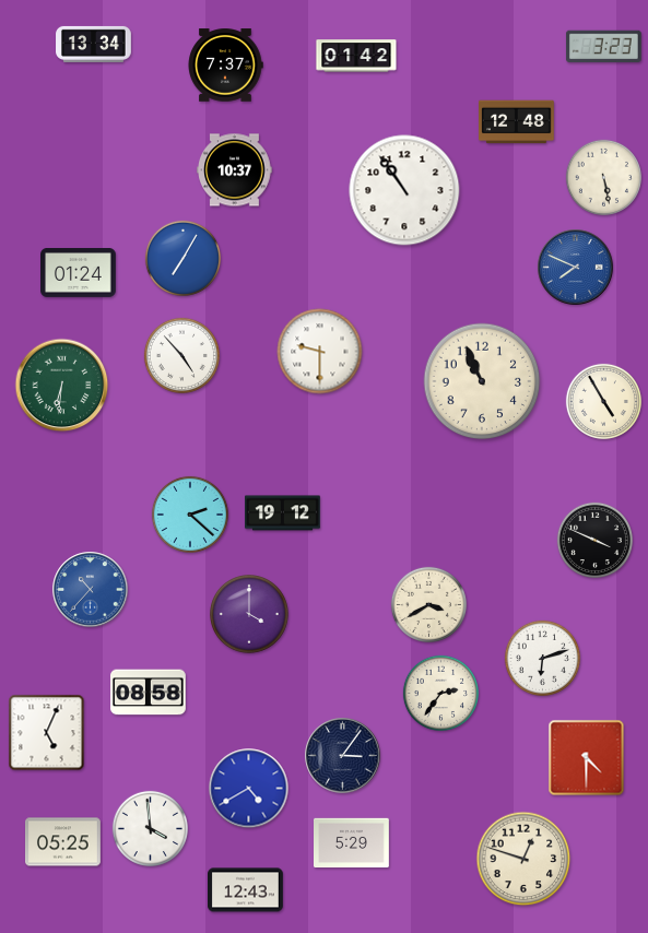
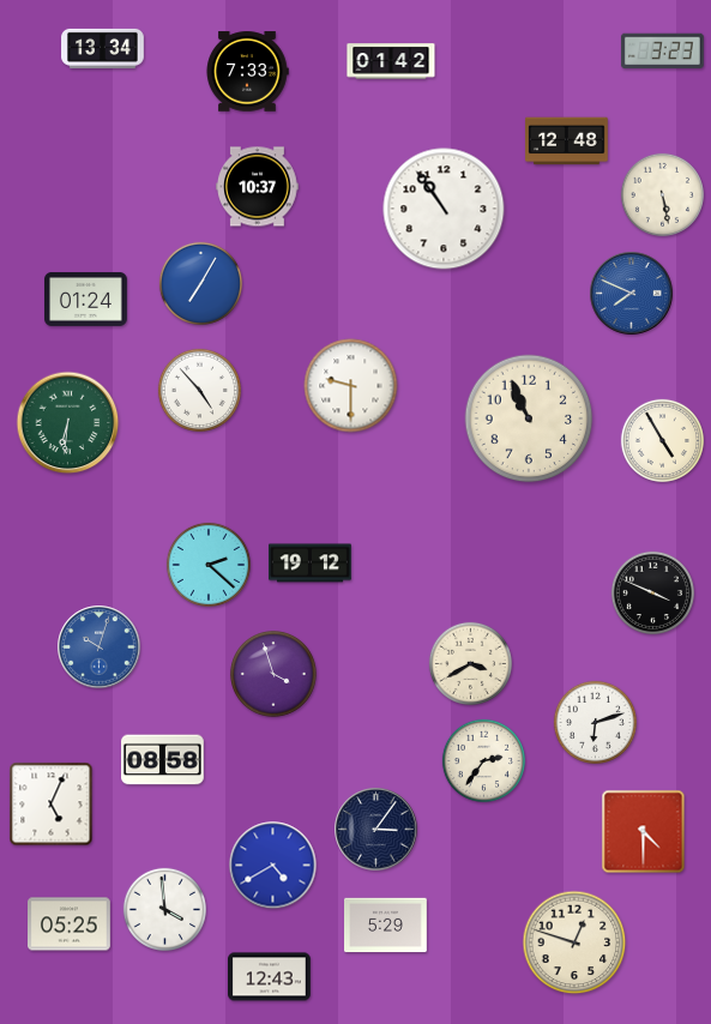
clock at (225, 66): 7:37 -> 7:33
clock at (517, 122) position: (517, 122) -> (567, 141)
clock at (91, 590): 10:37 -> 10:03
clock at (250, 615): 4:00 -> 3:57
